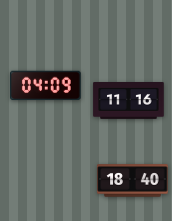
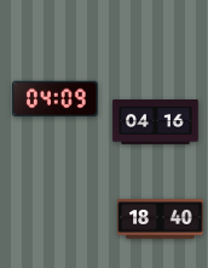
clock at (46, 86) position: (46, 86) -> (56, 99)
clock at (129, 101): 11:16 -> 04:16
